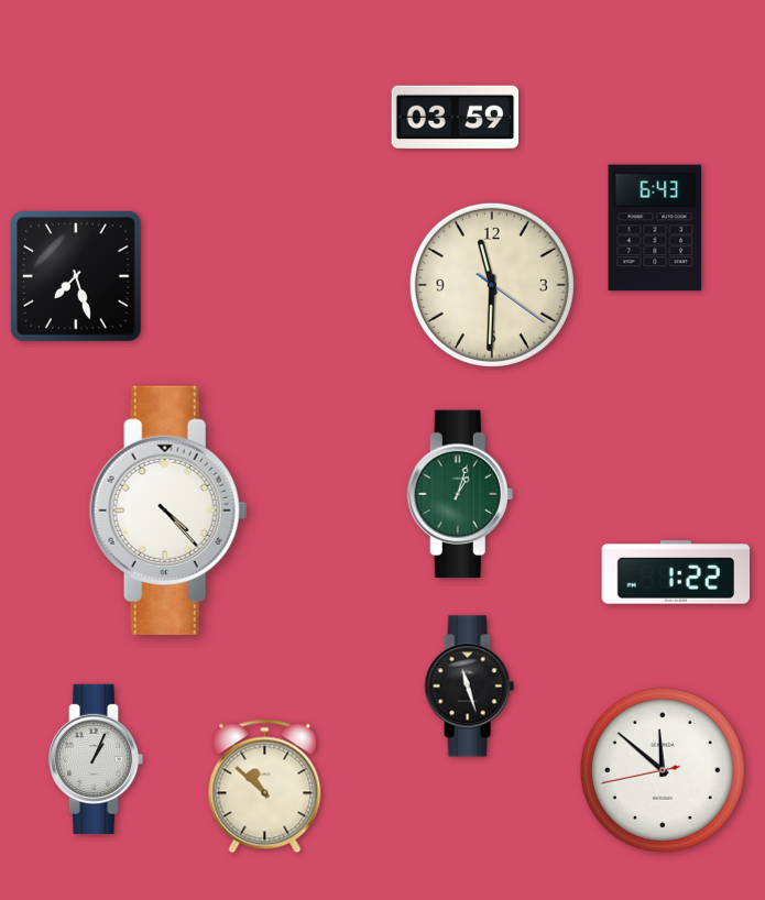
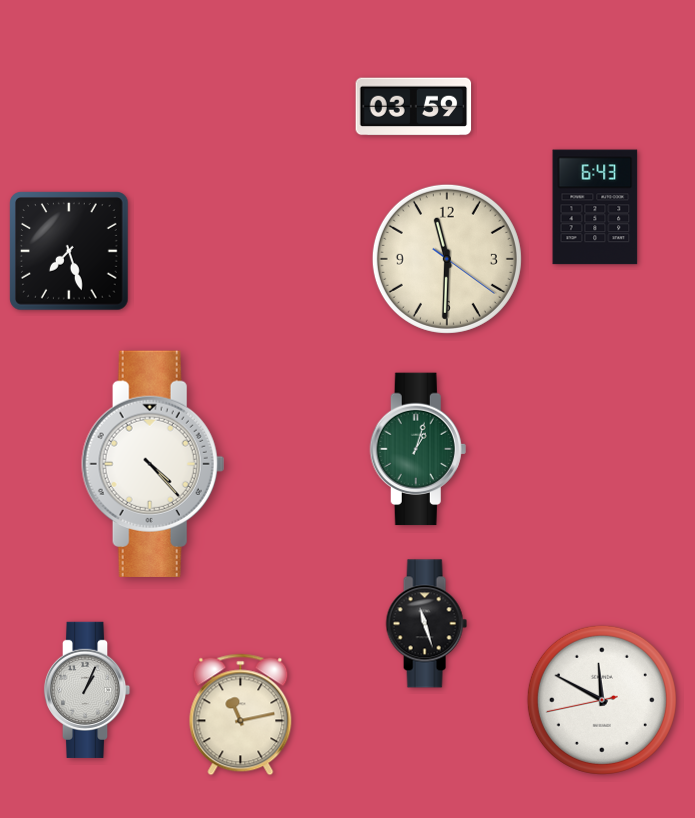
clock at (676, 572): 1:22 -> none
clock at (663, 770): 11:51 -> 11:49
clock at (265, 787): 10:52 -> 11:13
